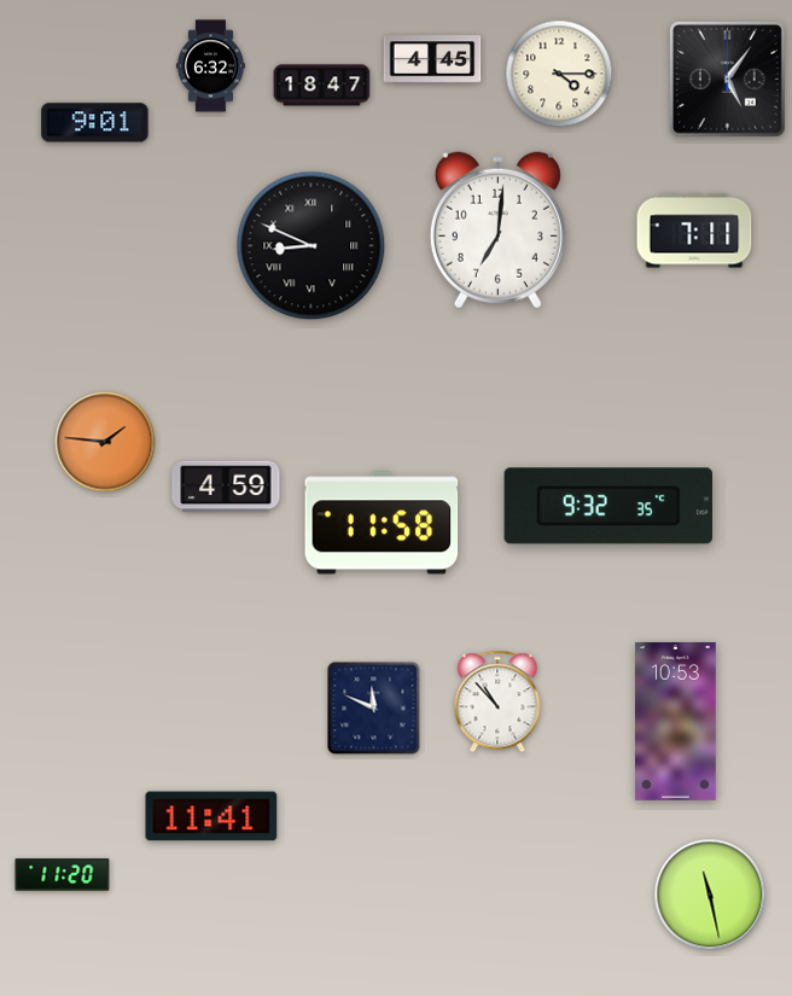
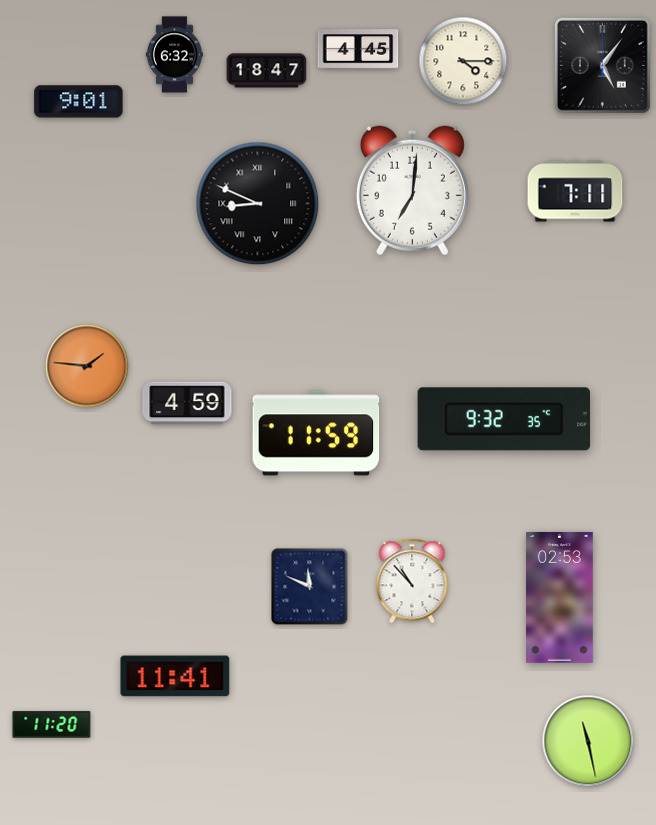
clock at (382, 523): 11:58 -> 11:59
clock at (676, 721): 10:53 -> 02:53
